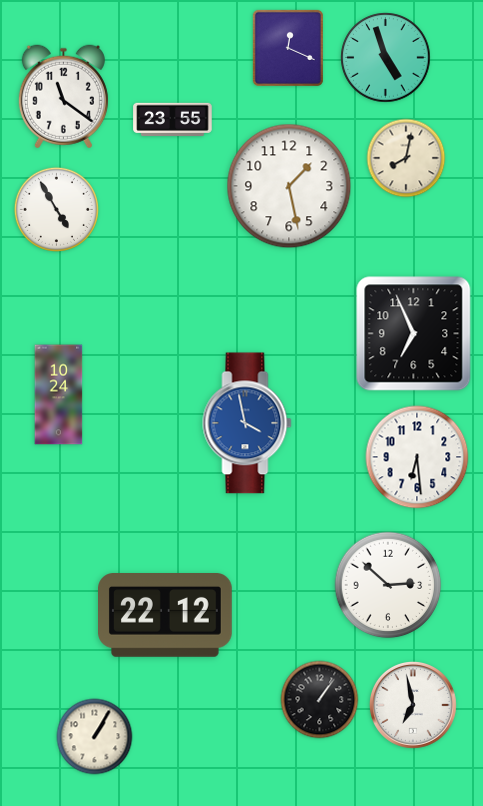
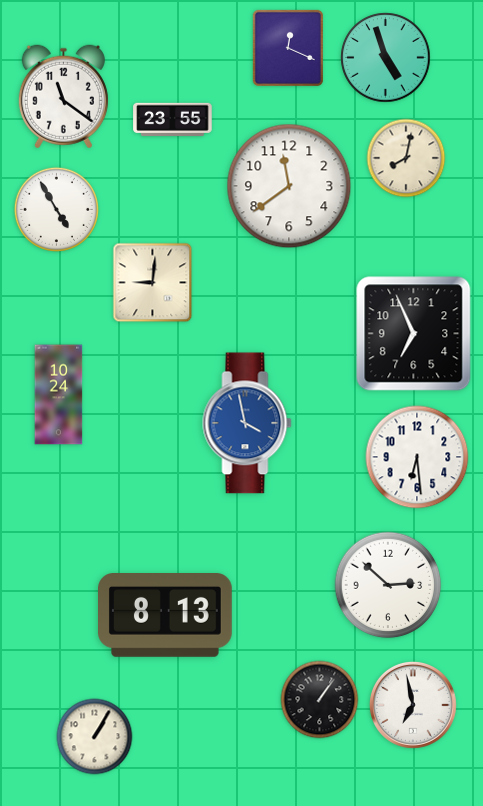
clock at (289, 186): 1:28 -> 11:39
clock at (153, 283): none -> 9:01
clock at (166, 615): 22:12 -> 8:13
